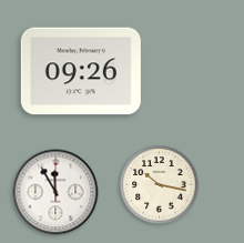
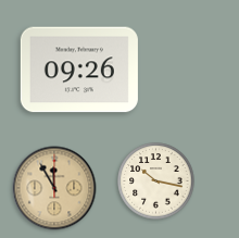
clock at (55, 192) dial: white -> champagne
